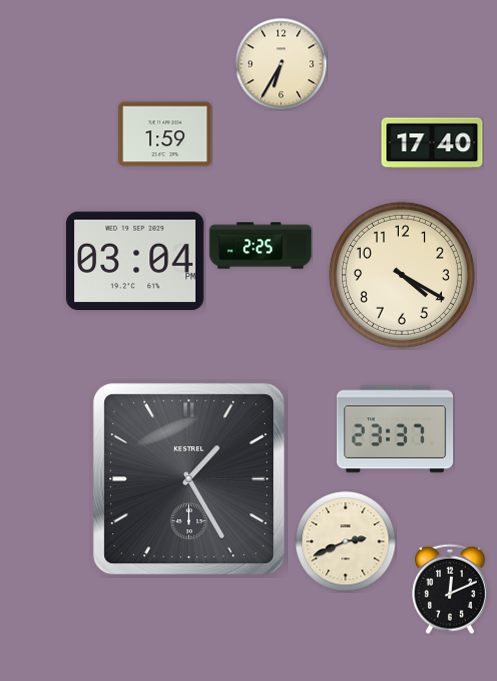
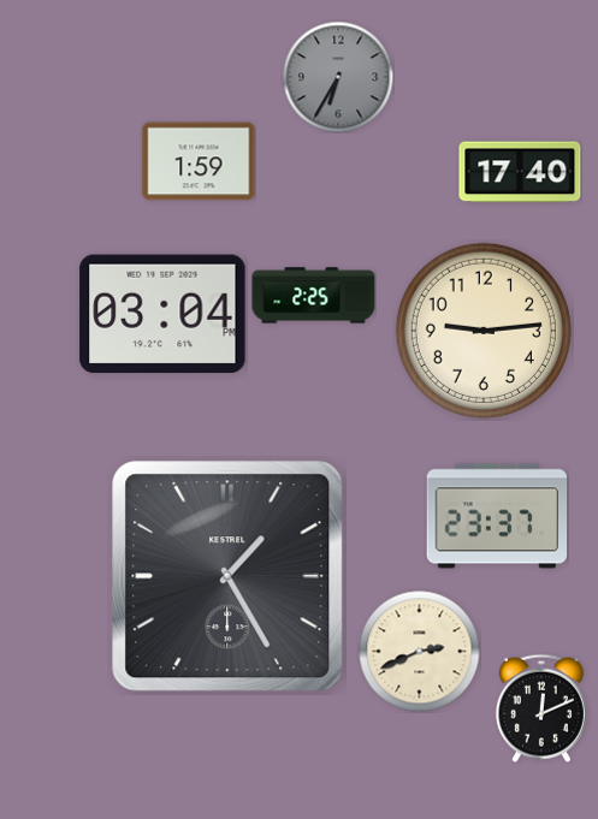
clock at (281, 64) dial: cream -> grey
clock at (402, 275): 4:20 -> 9:14
clock at (395, 429) position: (395, 429) -> (497, 516)
clock at (346, 542) position: (346, 542) -> (420, 652)
